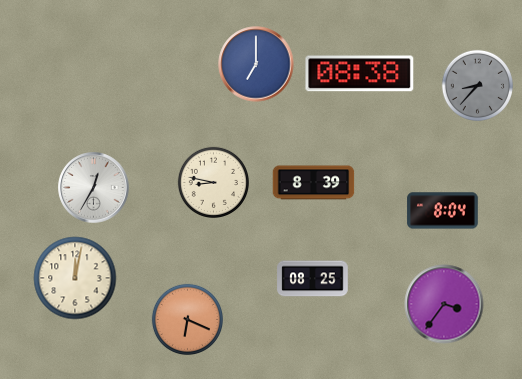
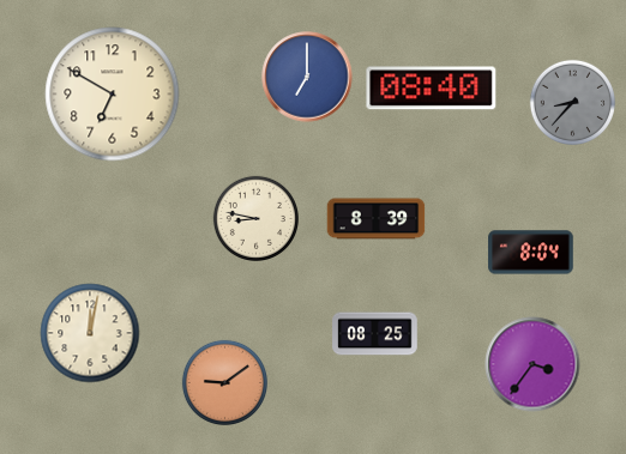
clock at (360, 74): 08:38 -> 08:40
clock at (113, 95): none -> 6:50
clock at (94, 188): 12:35 -> none
clock at (187, 319): 6:19 -> 9:09
